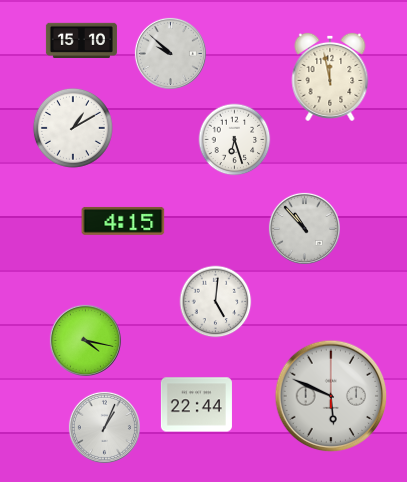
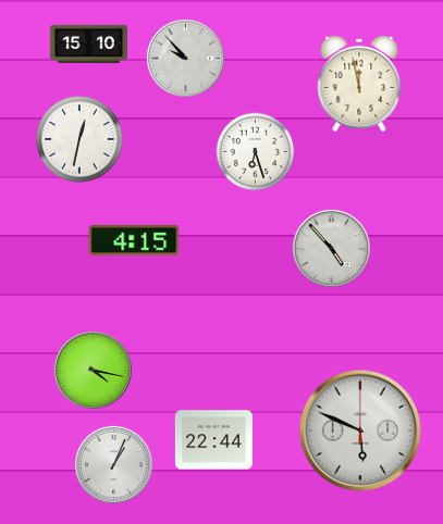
clock at (170, 53): 9:52 -> 9:53
clock at (73, 128): 1:10 -> 12:32
clock at (304, 228): 10:53 -> 4:53
clock at (216, 302): 5:01 -> none
